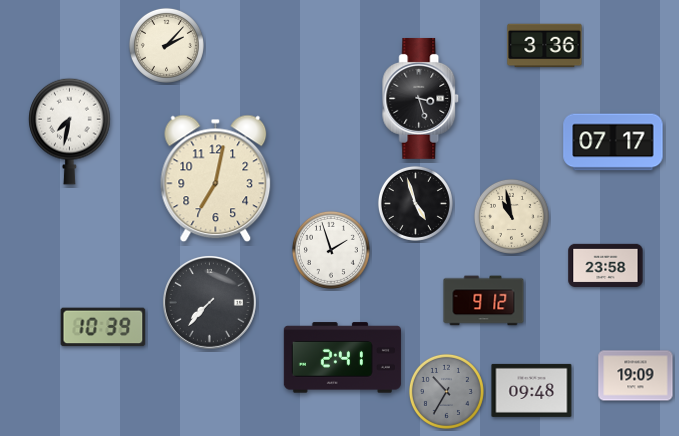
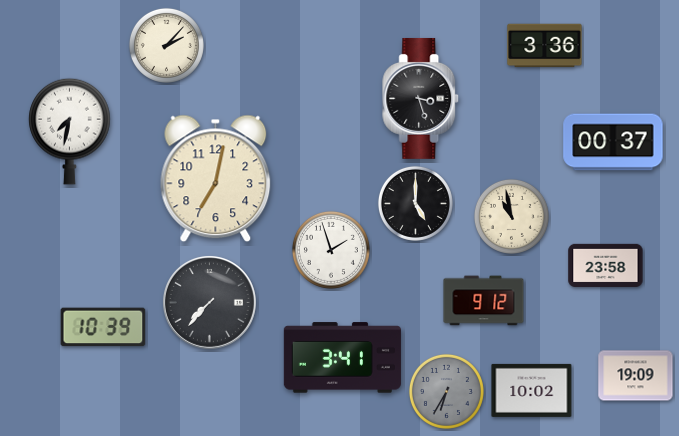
clock at (613, 142): 07:17 -> 00:37
clock at (415, 203): 4:57 -> 5:00
clock at (342, 358): 2:41 -> 3:41
clock at (532, 390): 09:48 -> 10:02
clock at (446, 391): 10:35 -> 6:35
